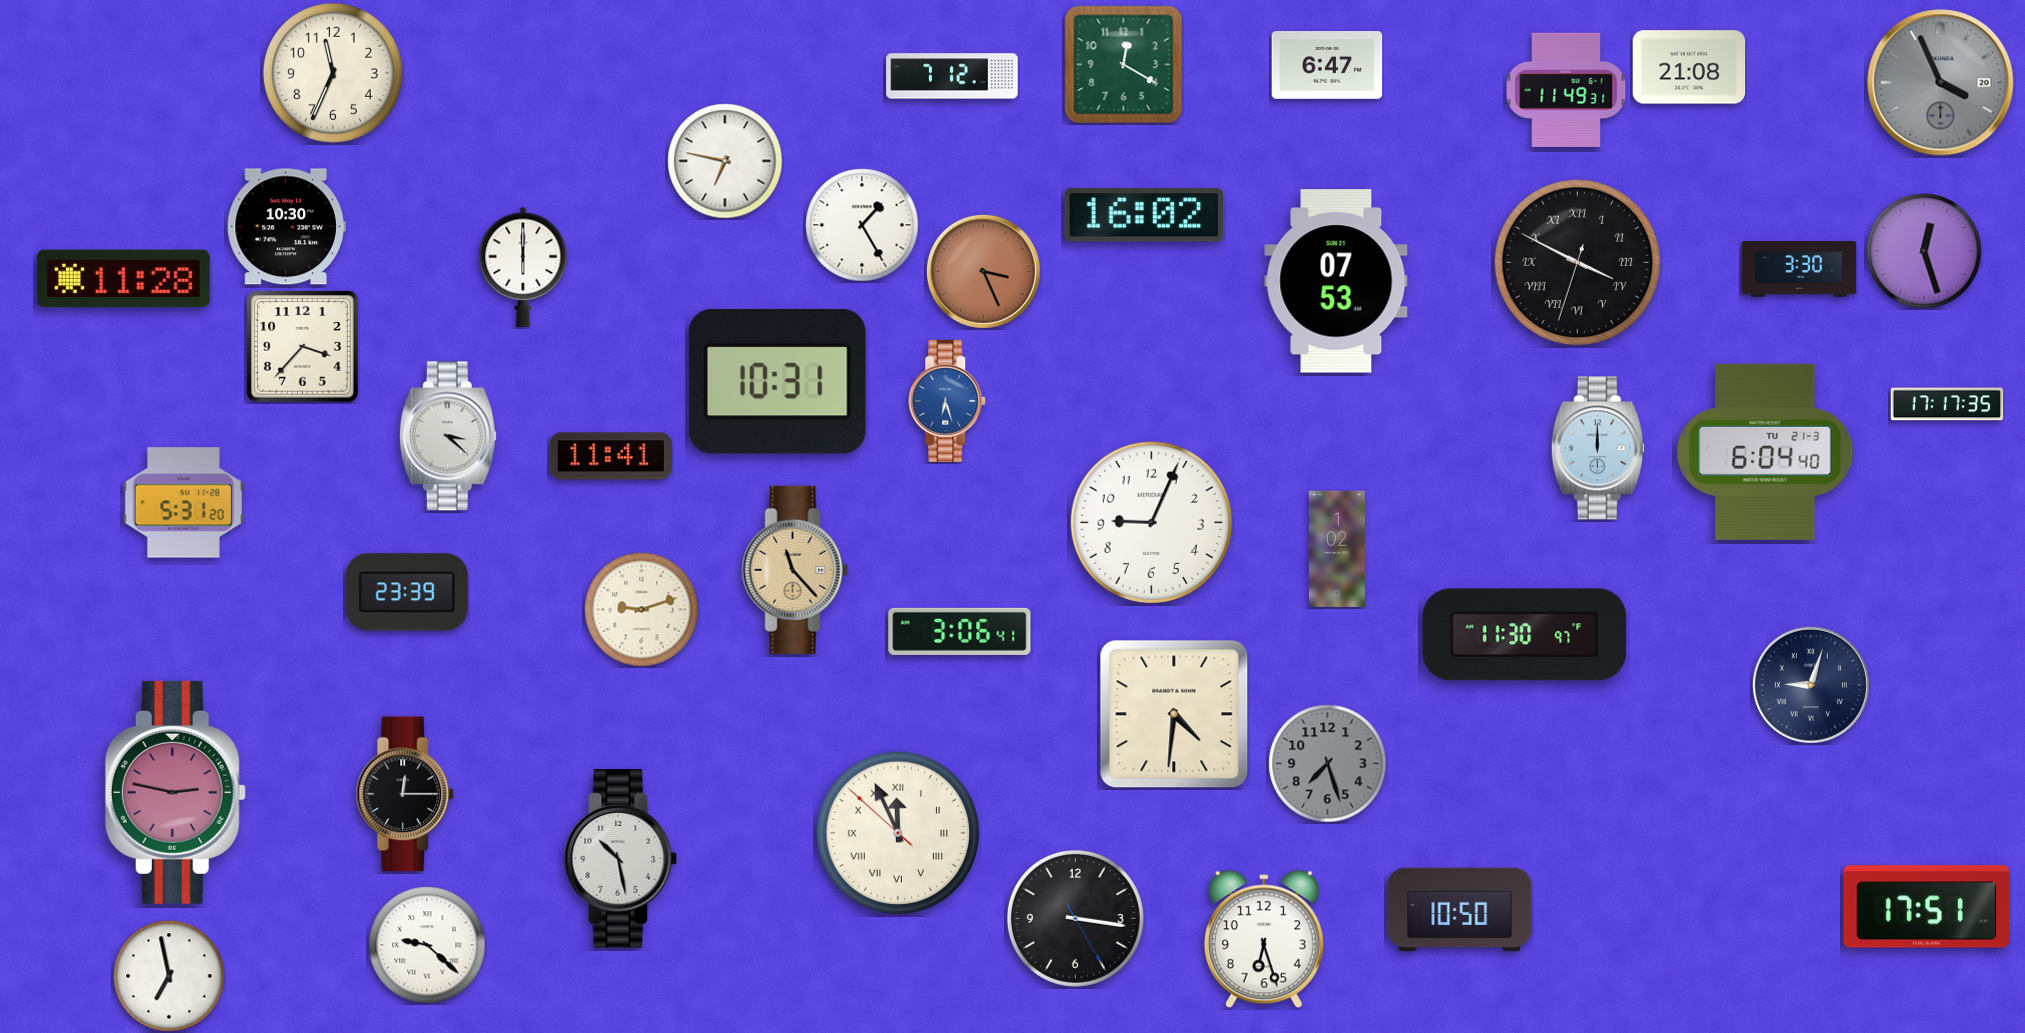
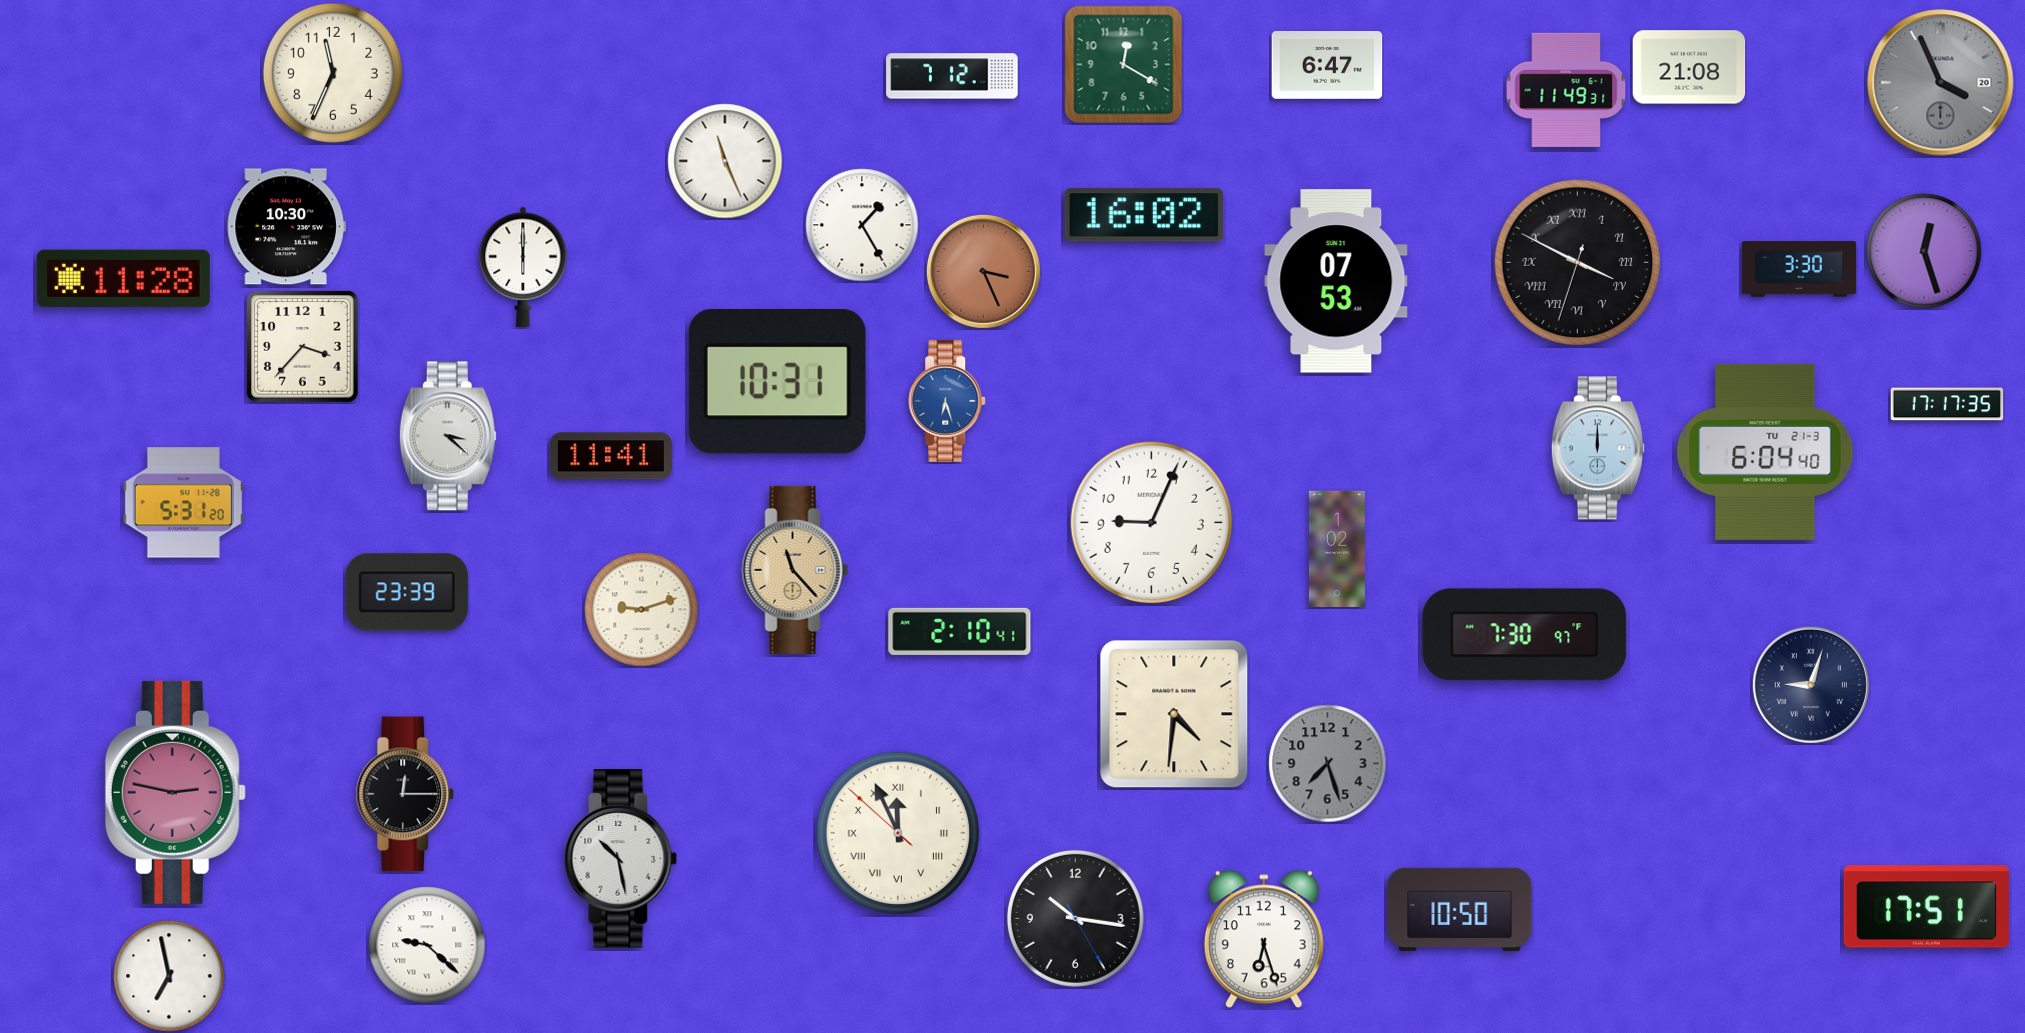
clock at (725, 161): 6:47 -> 11:26
clock at (960, 631): 3:06 -> 2:10
clock at (1525, 635): 11:30 -> 7:30
clock at (1075, 918): 3:16 -> 10:16
